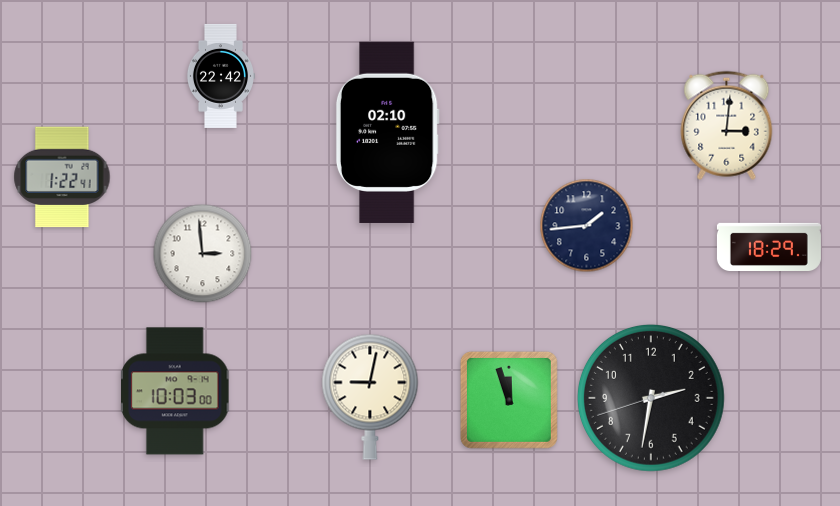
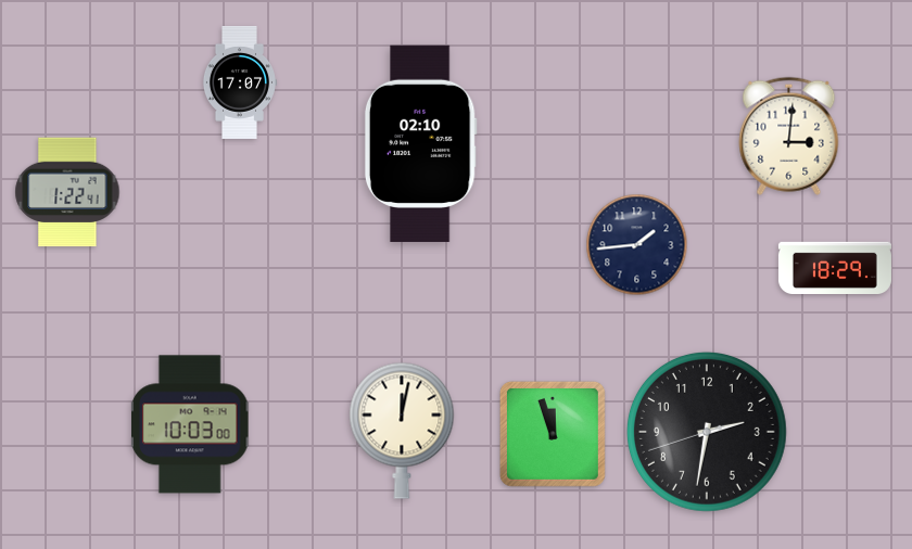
clock at (220, 76): 22:42 -> 17:07
clock at (203, 254): 2:59 -> none
clock at (370, 397): 9:02 -> 12:02
